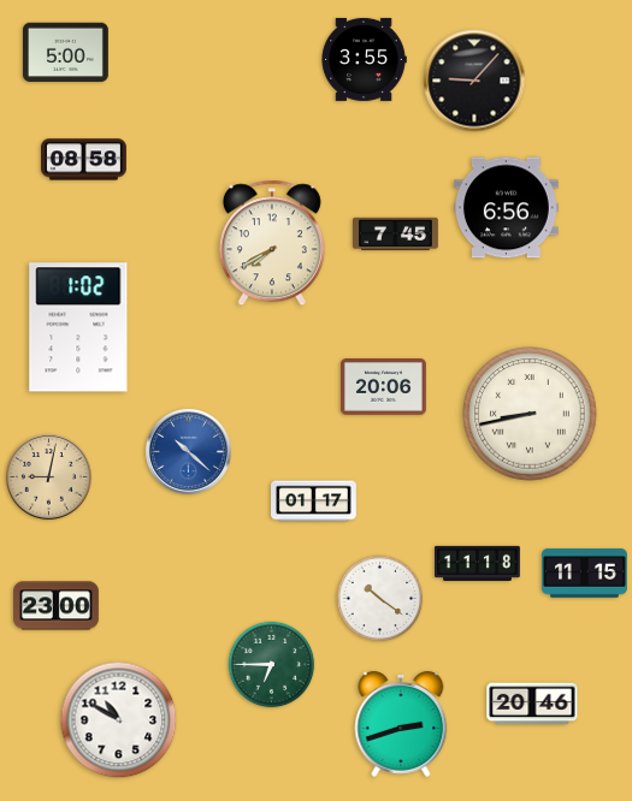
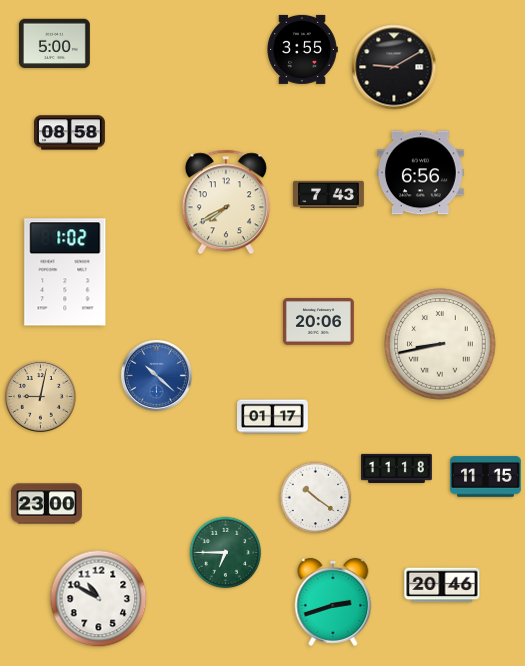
clock at (474, 81): 9:07 -> 9:10
clock at (396, 235): 7:45 -> 7:43
clock at (314, 502) position: (314, 502) -> (273, 417)
